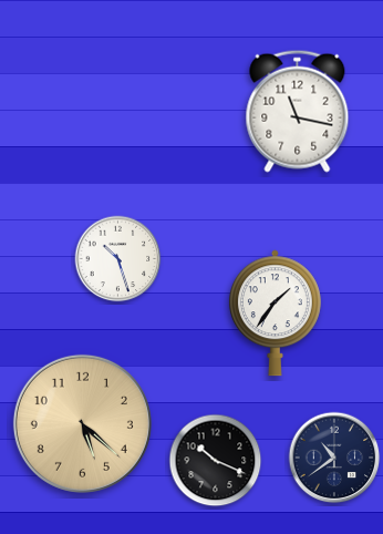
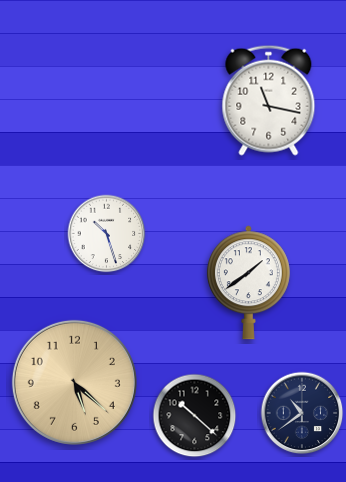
clock at (275, 314): 1:36 -> 1:39
clock at (216, 461): 10:19 -> 10:22
